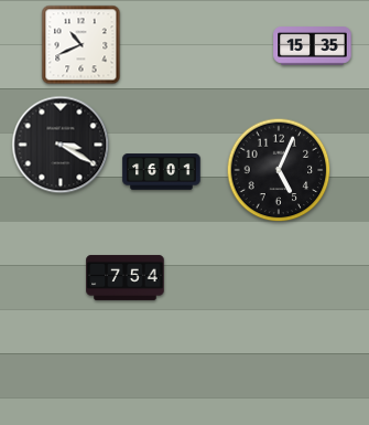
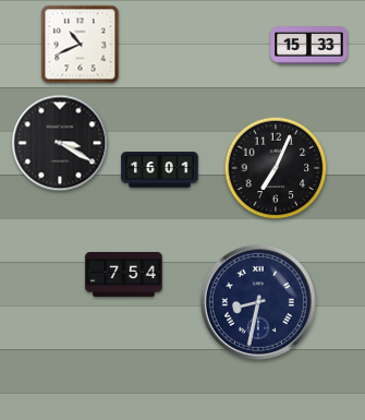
clock at (313, 46): 15:35 -> 15:33
clock at (279, 170): 5:04 -> 7:04
clock at (258, 302): none -> 8:32
